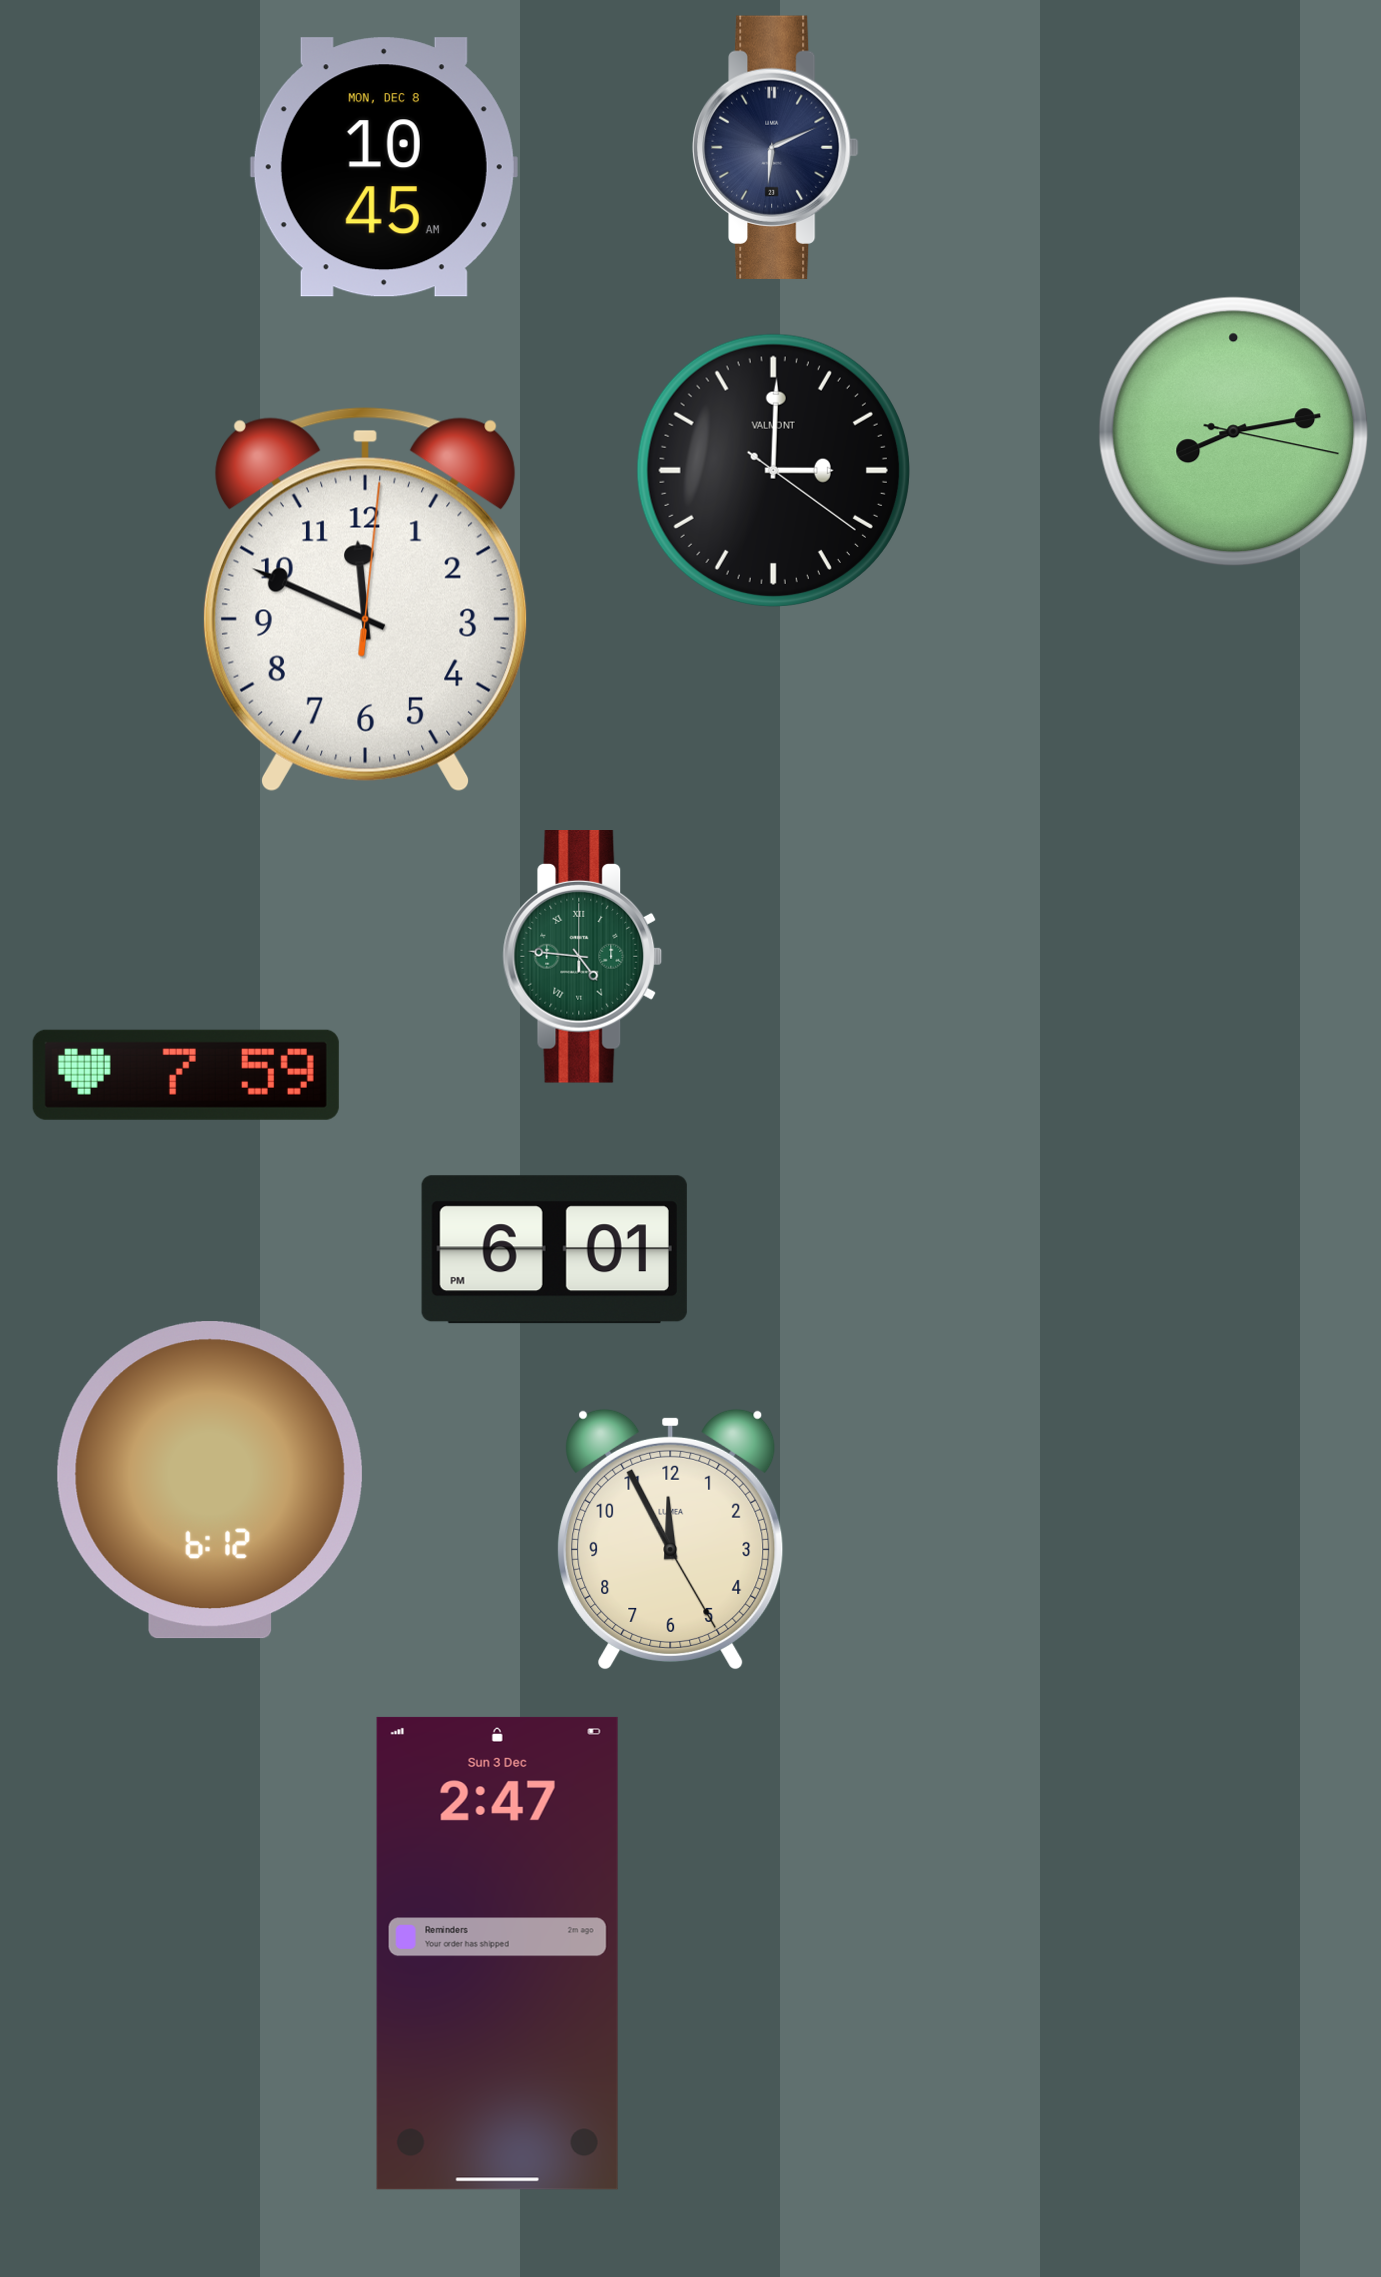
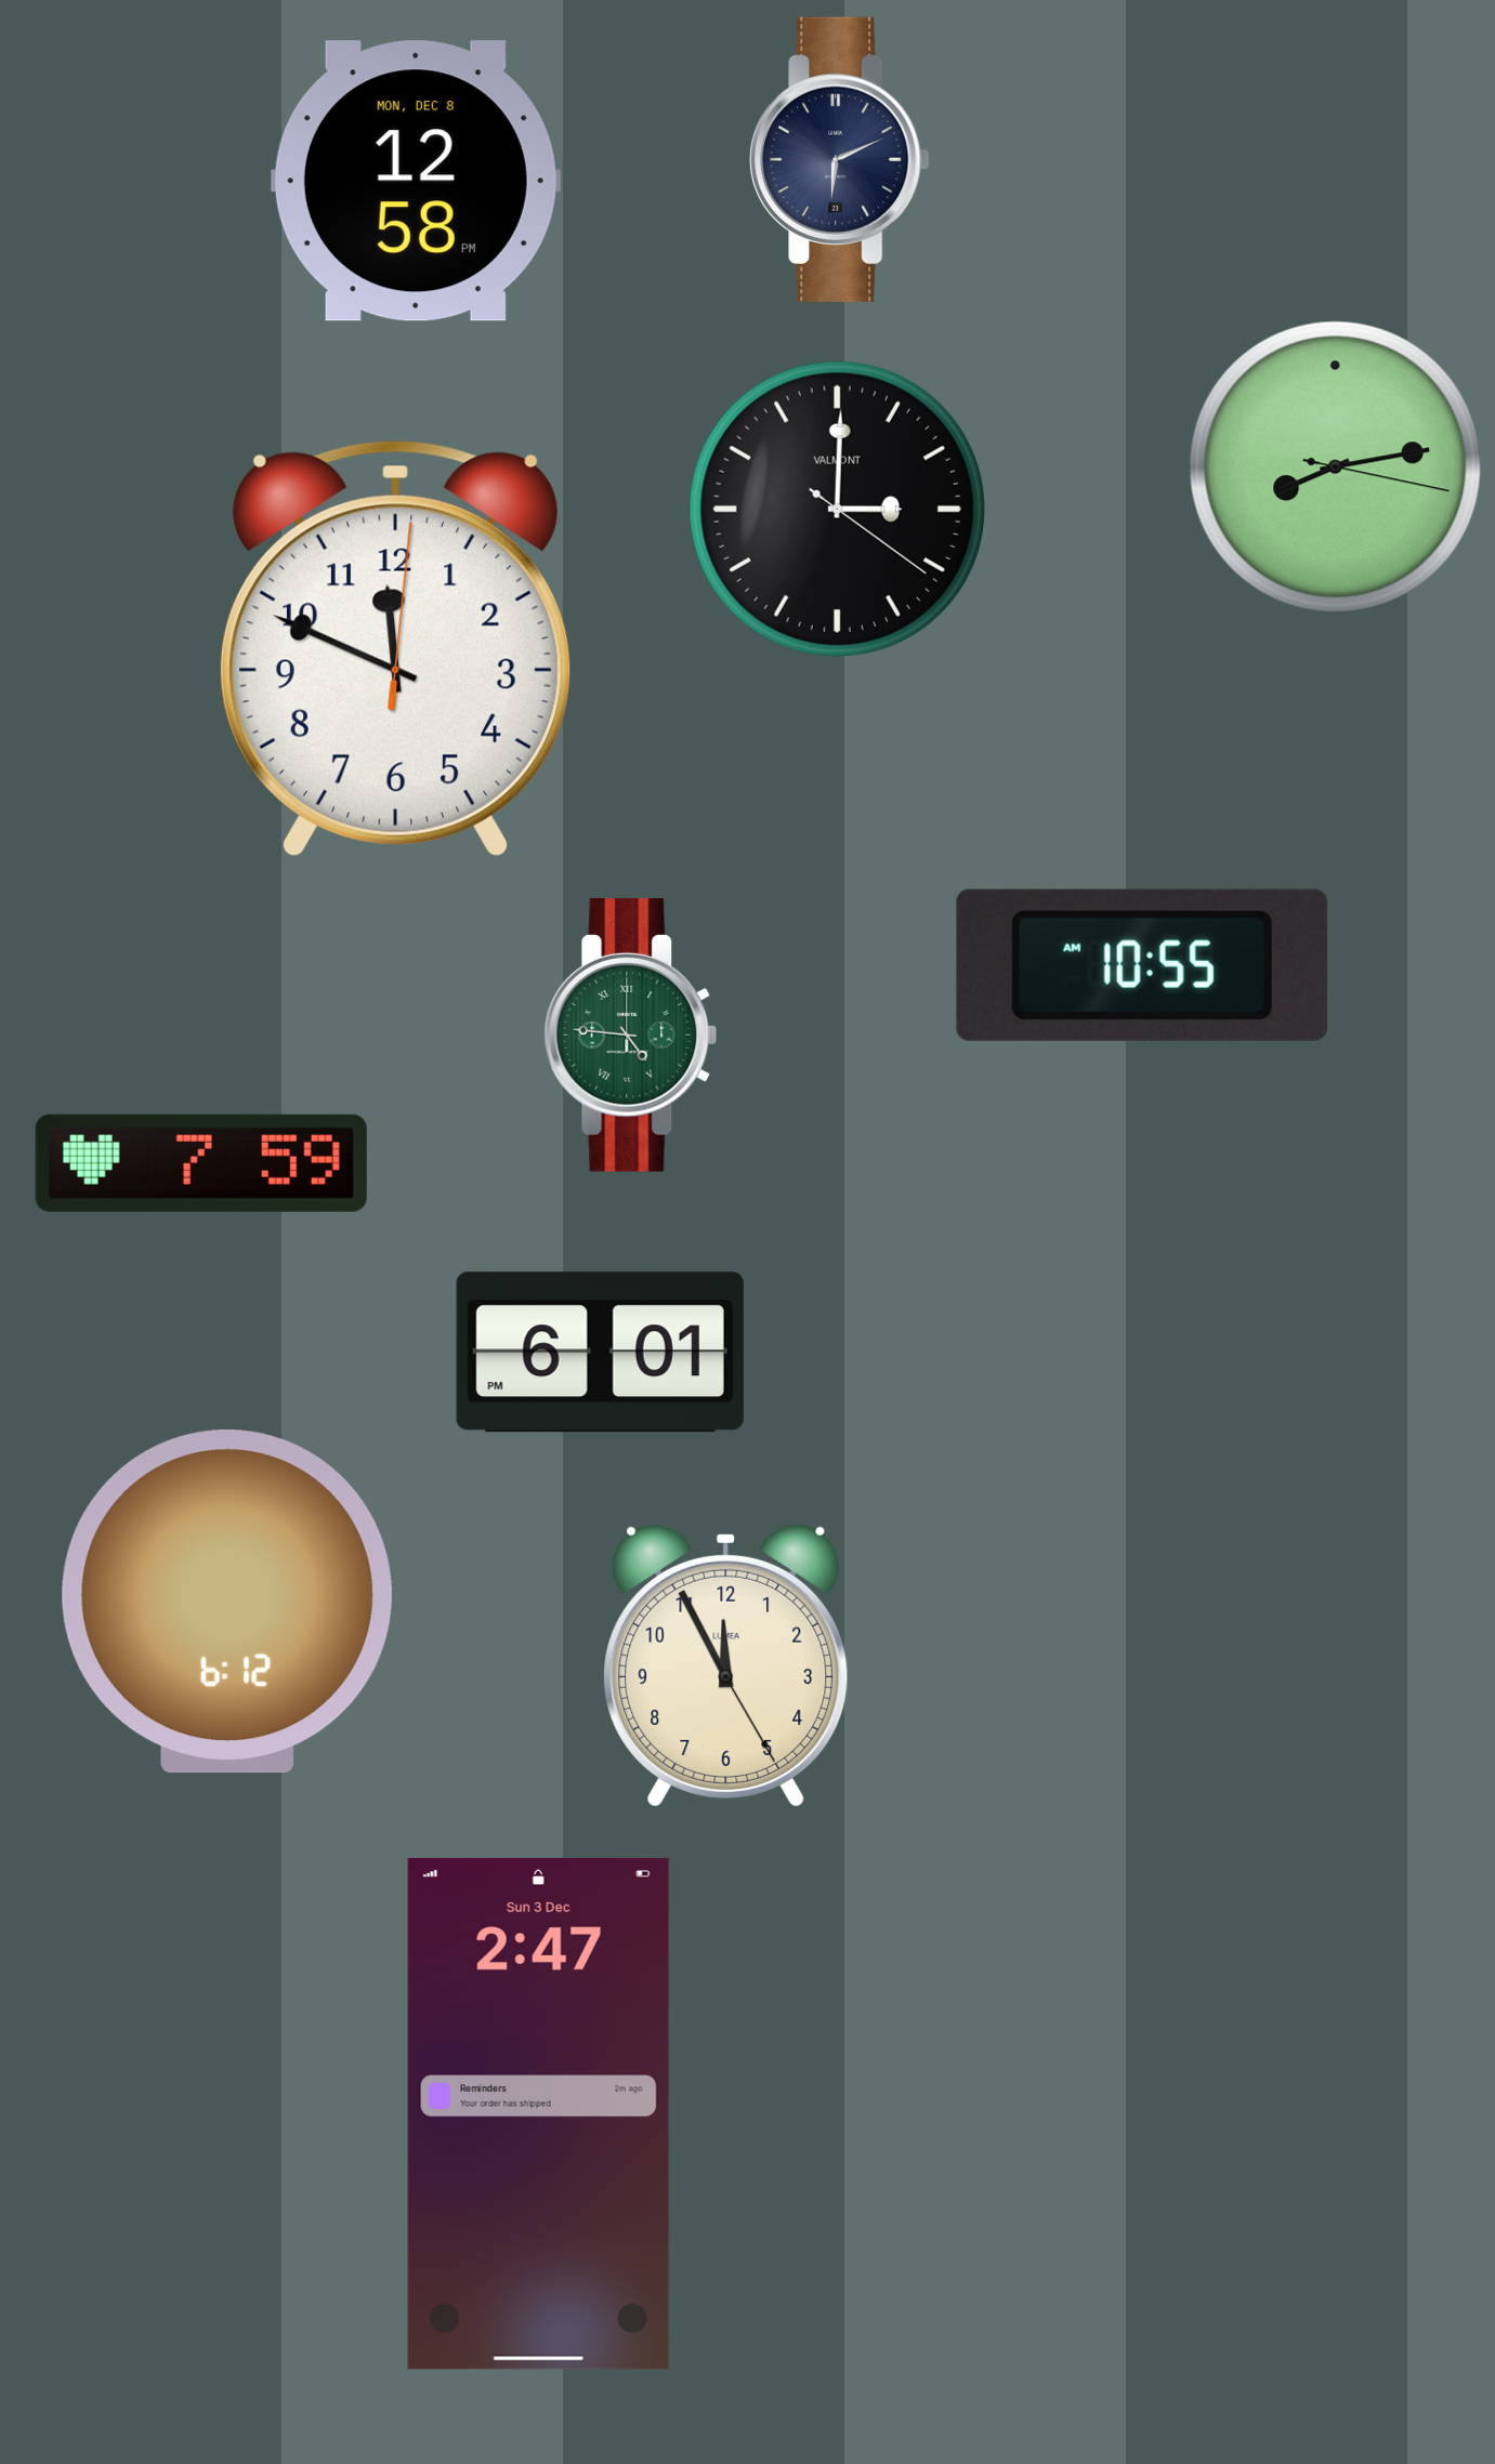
clock at (384, 167): 10:45 -> 12:58
clock at (1142, 965): none -> 10:55
